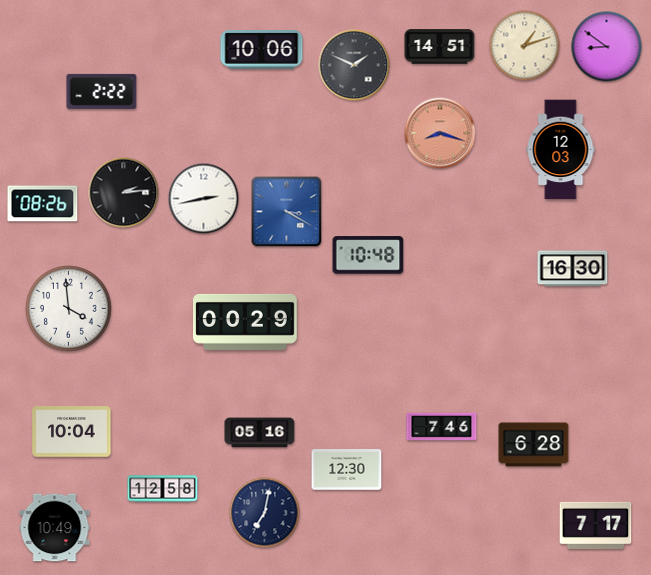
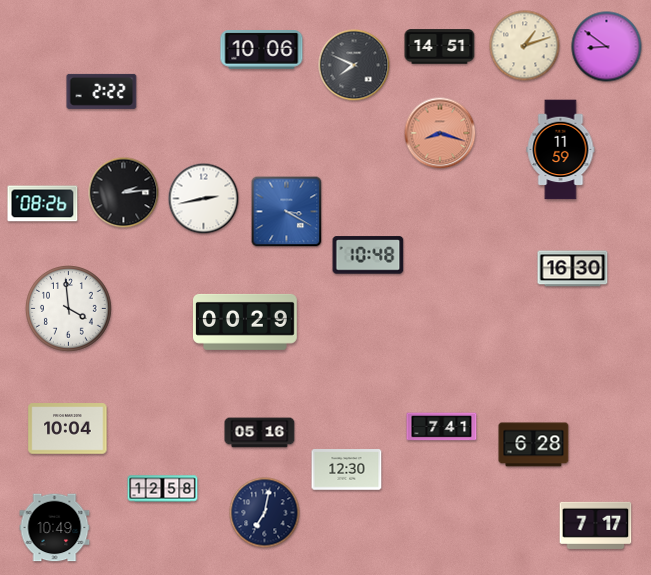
clock at (354, 65): 1:49 -> 7:49
clock at (561, 150): 12:03 -> 11:59
clock at (442, 427): 7:46 -> 7:41
clock at (72, 432) position: (72, 432) -> (68, 429)
